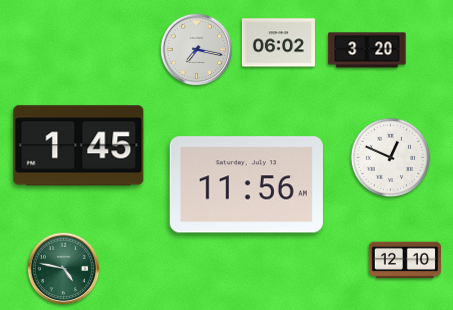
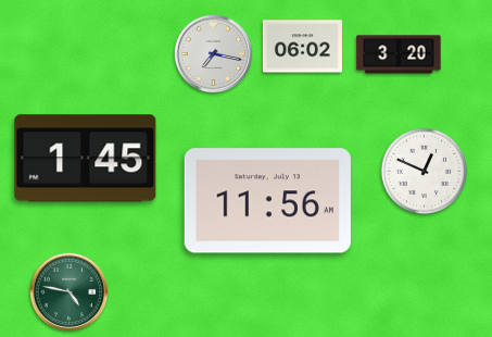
clock at (404, 260): 12:10 -> none
